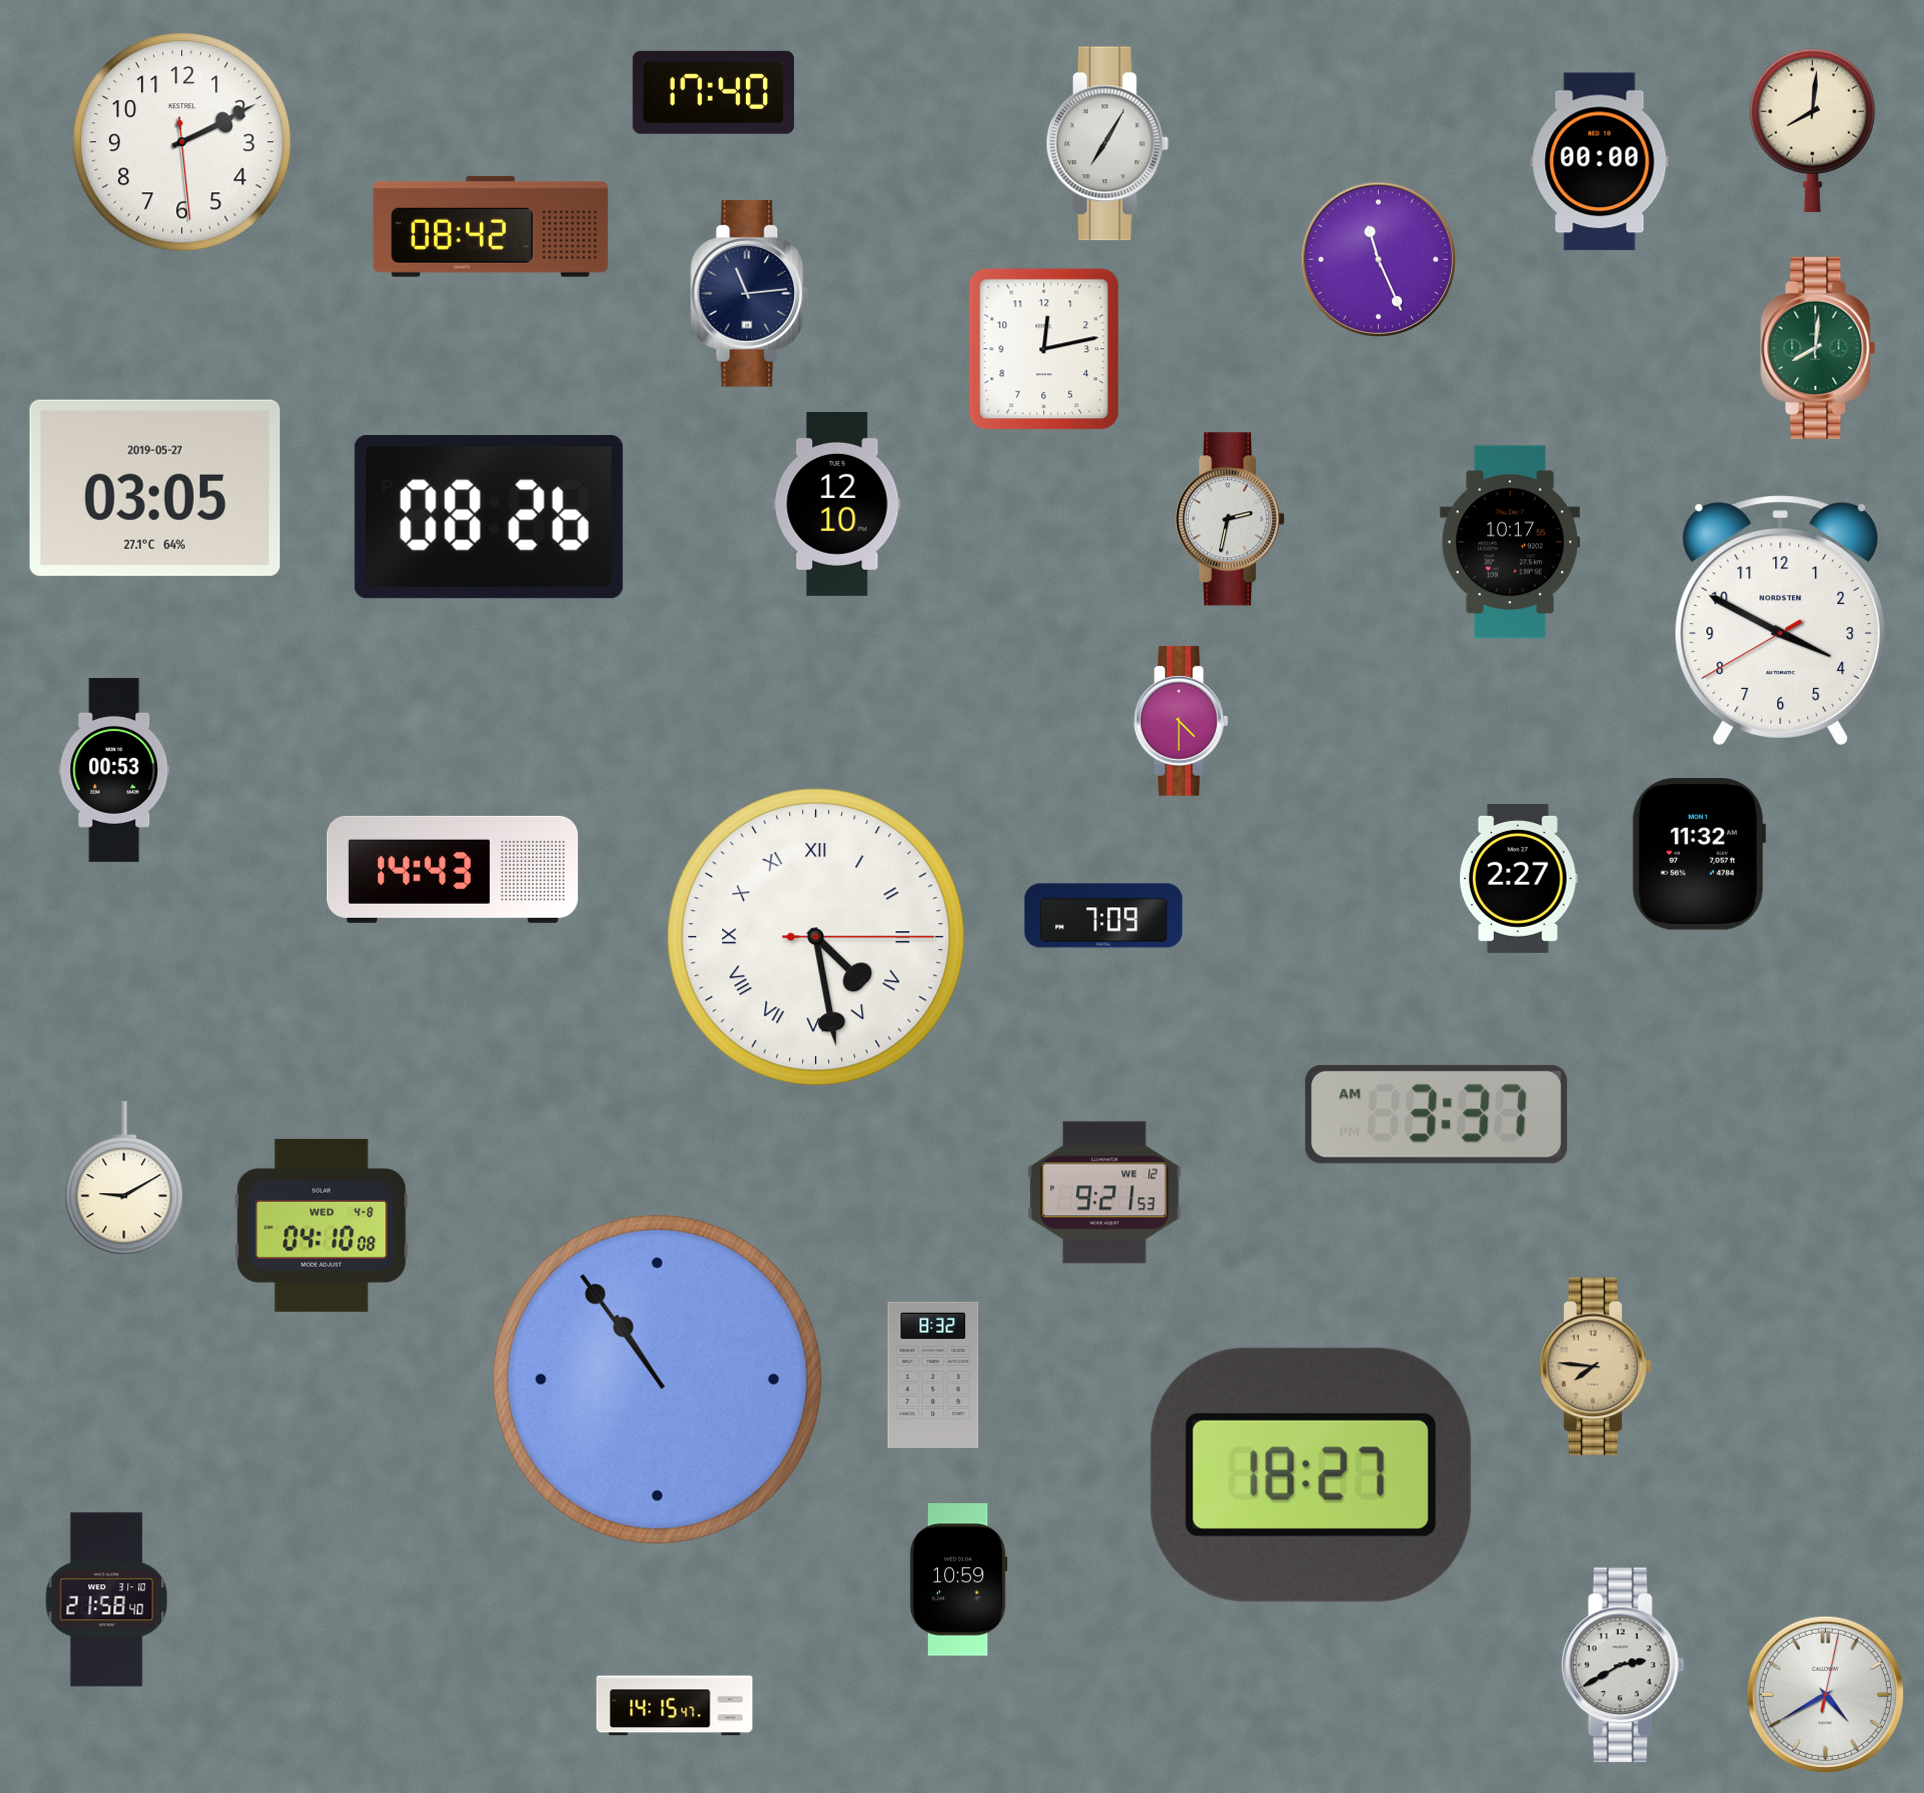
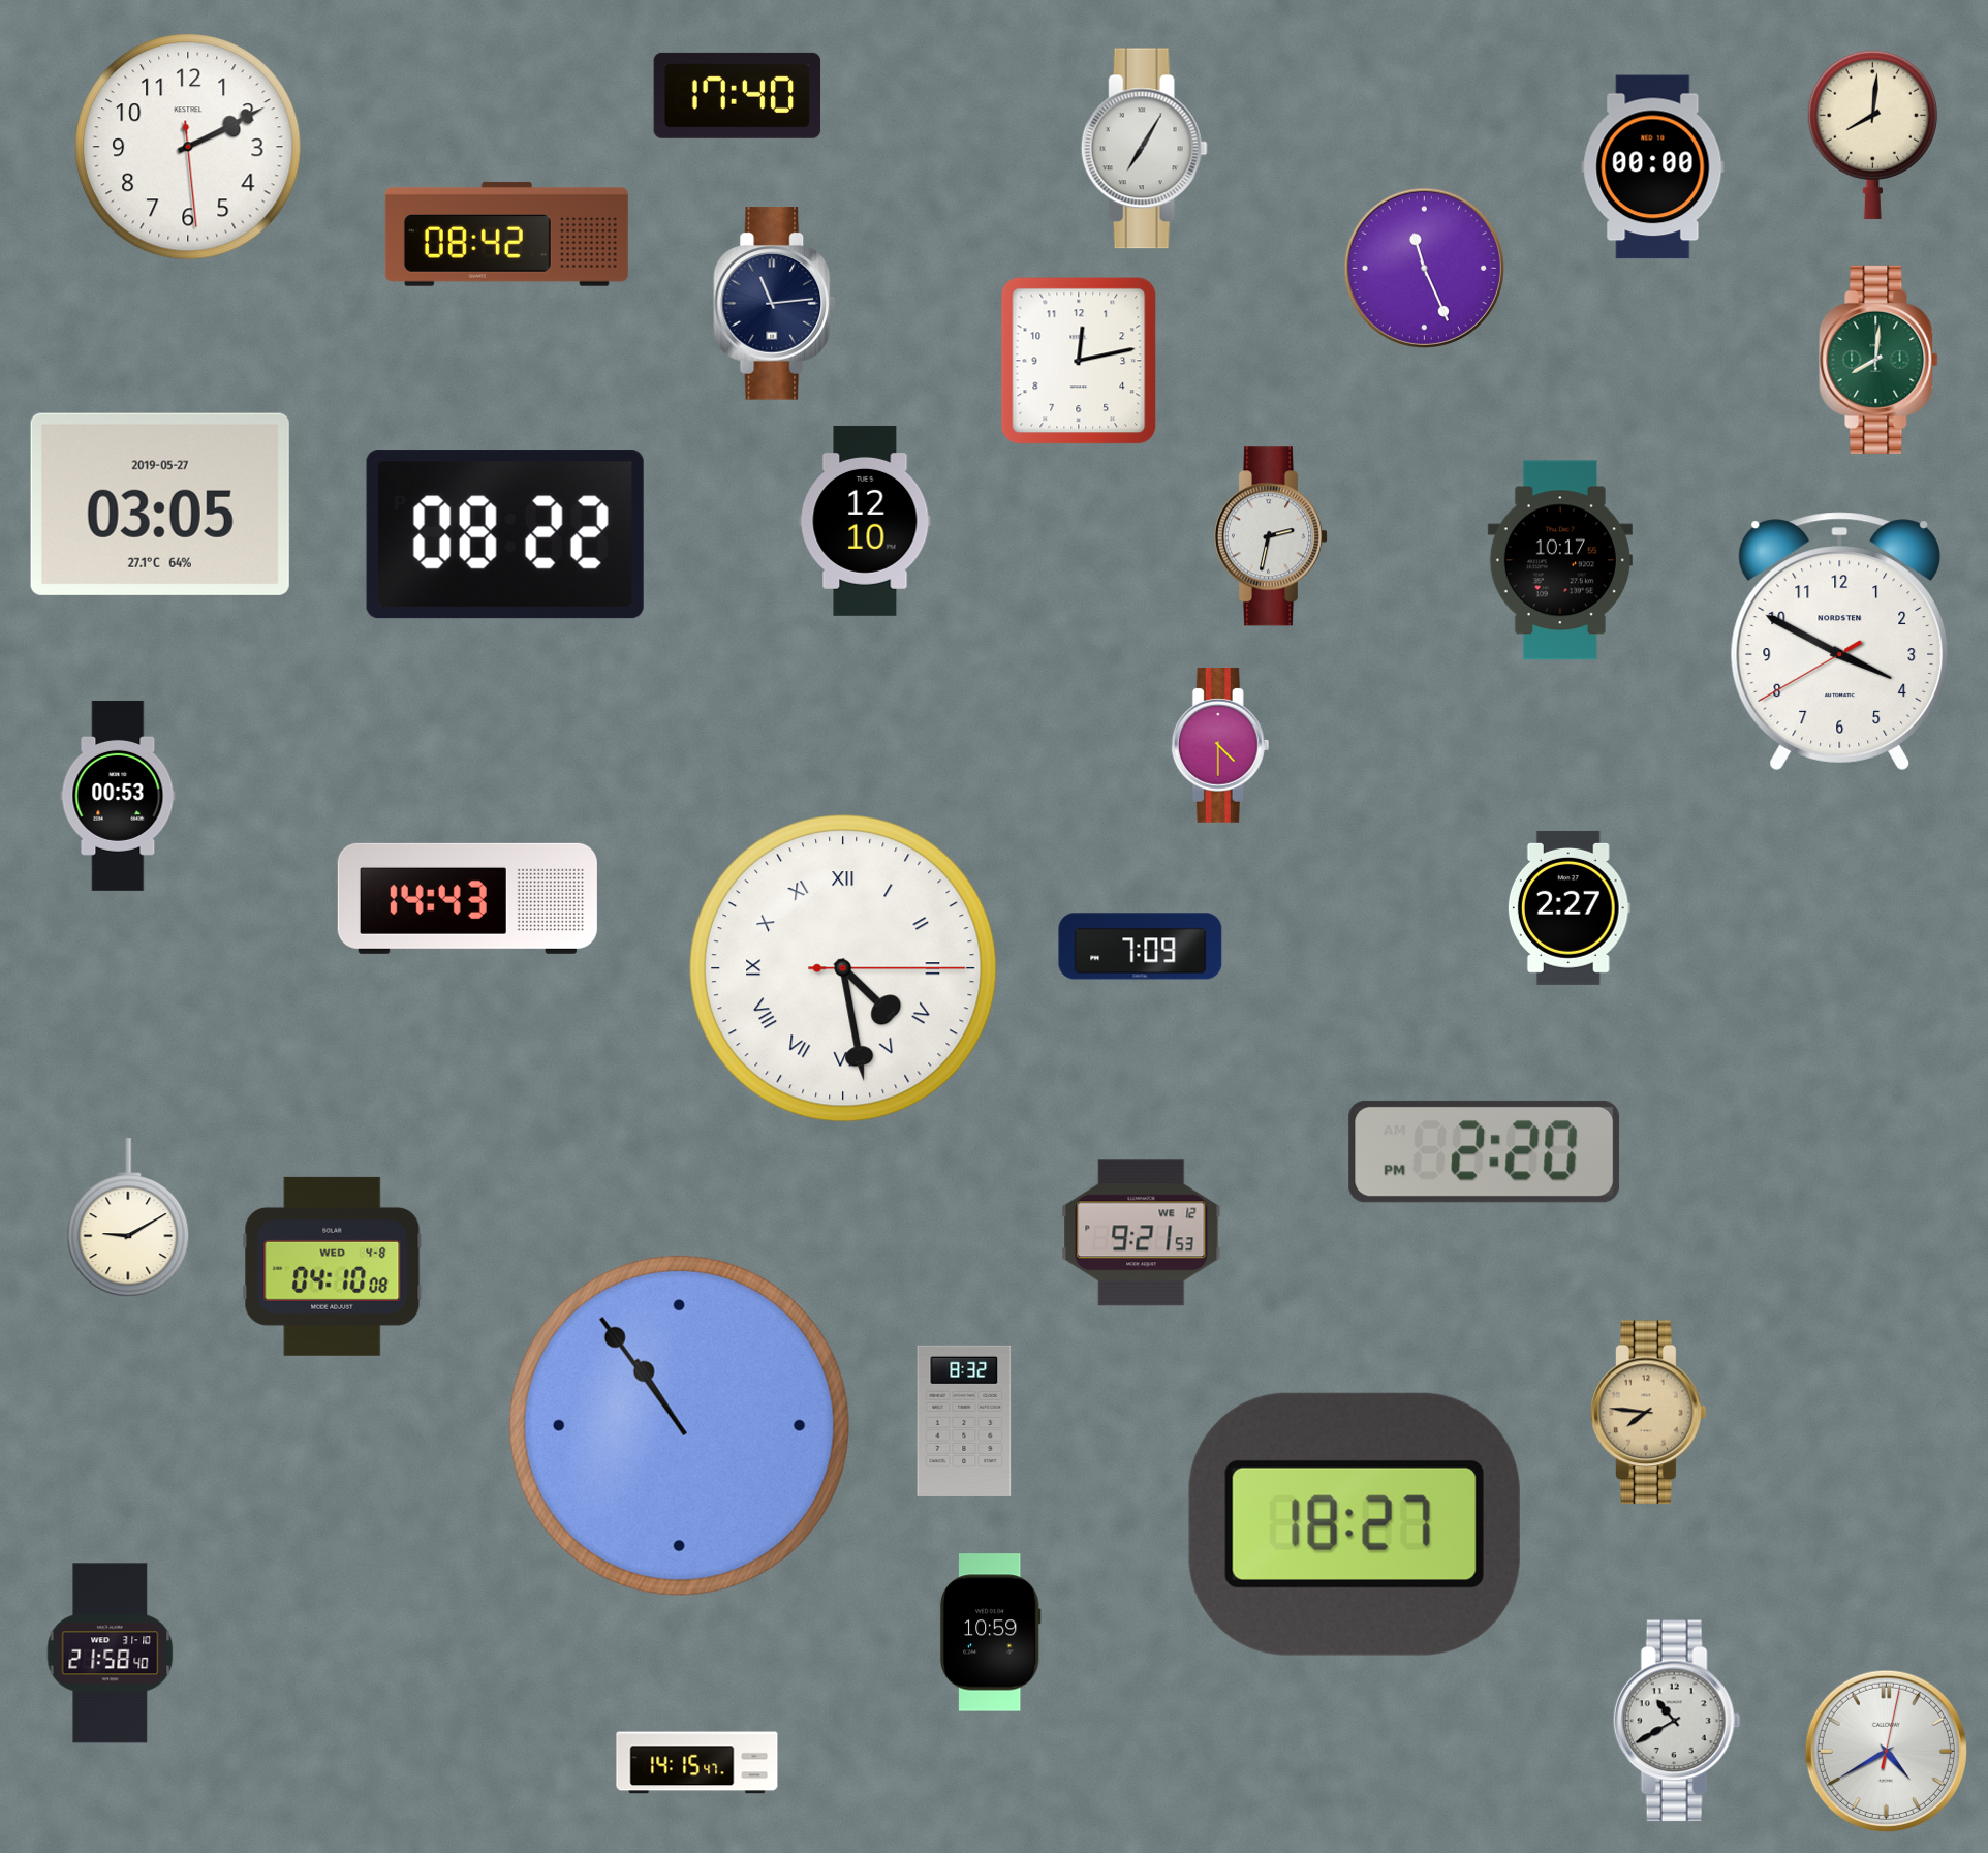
clock at (489, 517): 08:26 -> 08:22
clock at (1699, 855): 11:32 -> none
clock at (1437, 1114): 3:37 -> 2:20
clock at (1623, 1665): 2:40 -> 10:40
